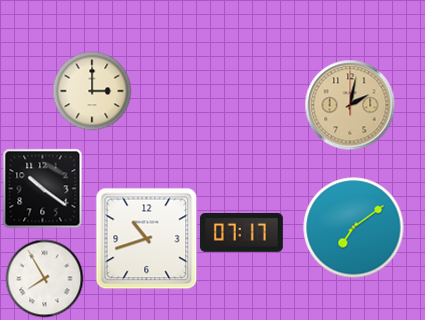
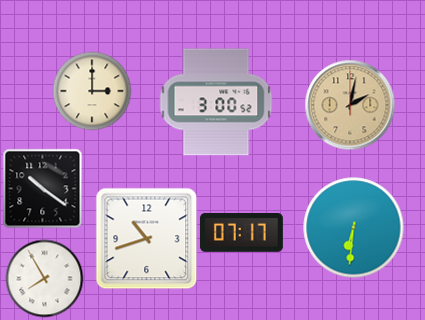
clock at (216, 102): none -> 3:00
clock at (354, 228): 7:09 -> 6:31
